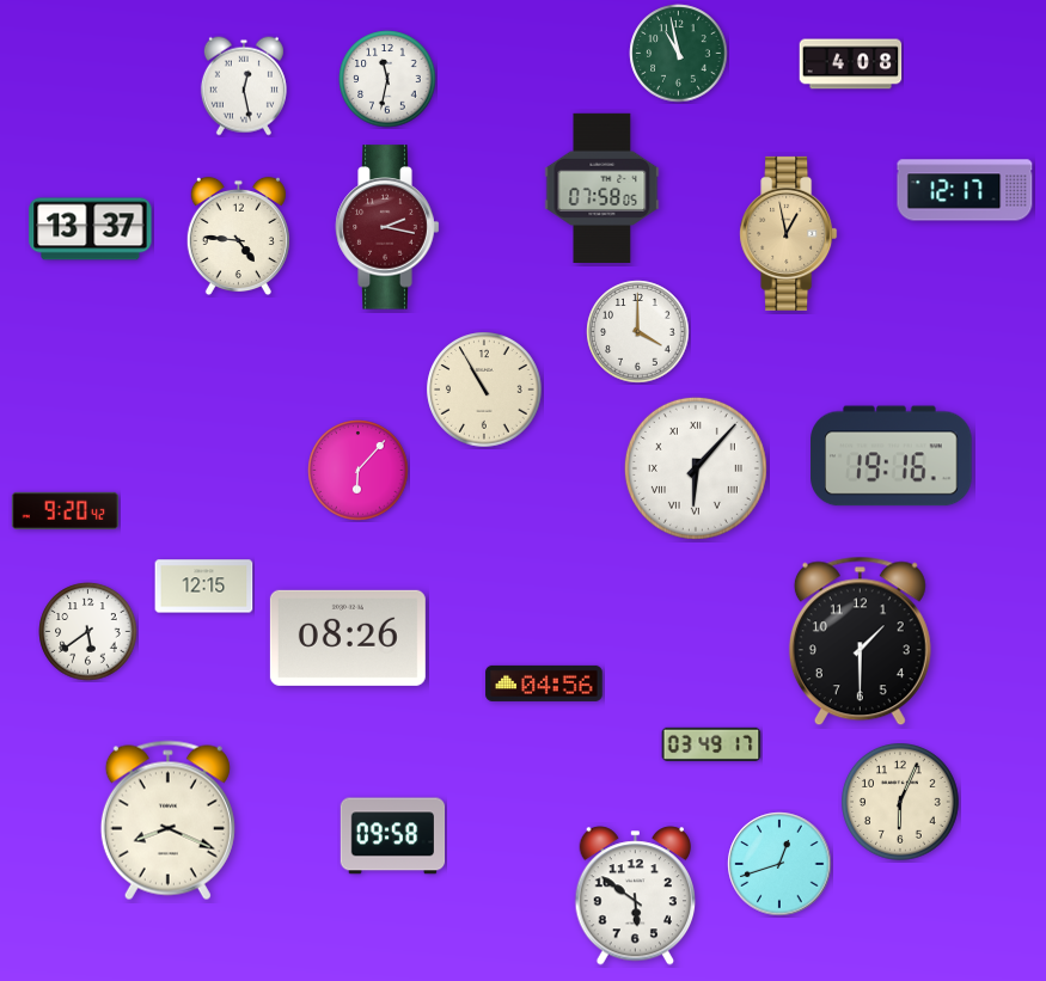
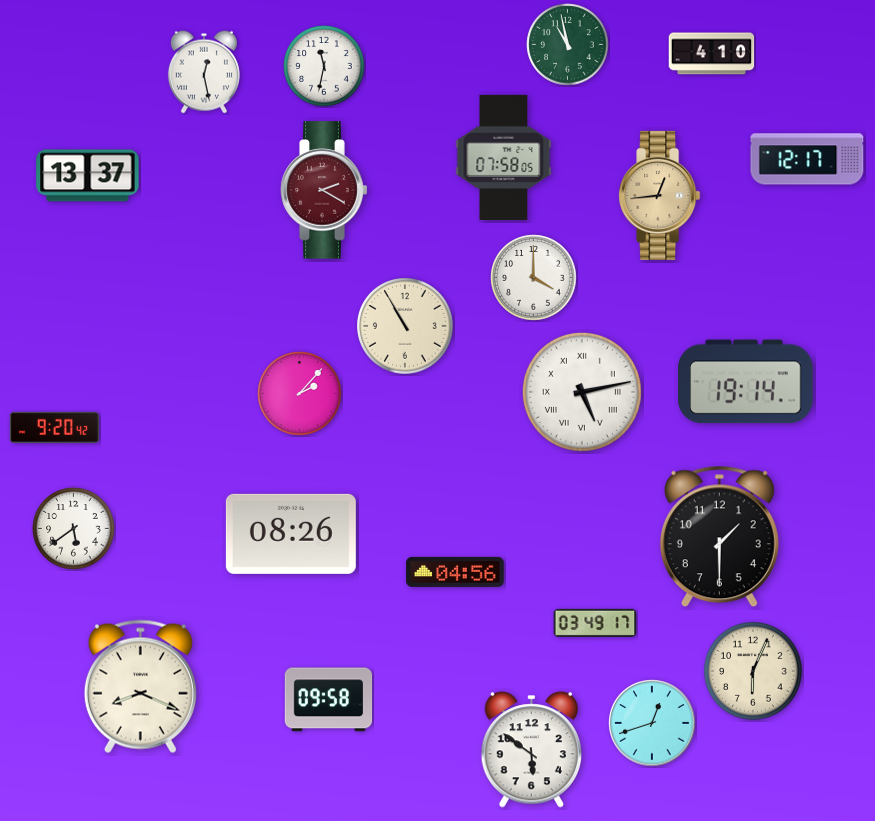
clock at (851, 65): 4:08 -> 4:10
clock at (387, 227): 2:17 -> 2:20
clock at (91, 229) position: (91, 229) -> (88, 176)
clock at (789, 233): 12:58 -> 12:44
clock at (238, 237): 4:46 -> none
clock at (892, 456): 19:16 -> 19:14
clock at (696, 468): 6:07 -> 5:13
clock at (359, 471): 6:07 -> 2:07
clock at (204, 587): 12:15 -> none
